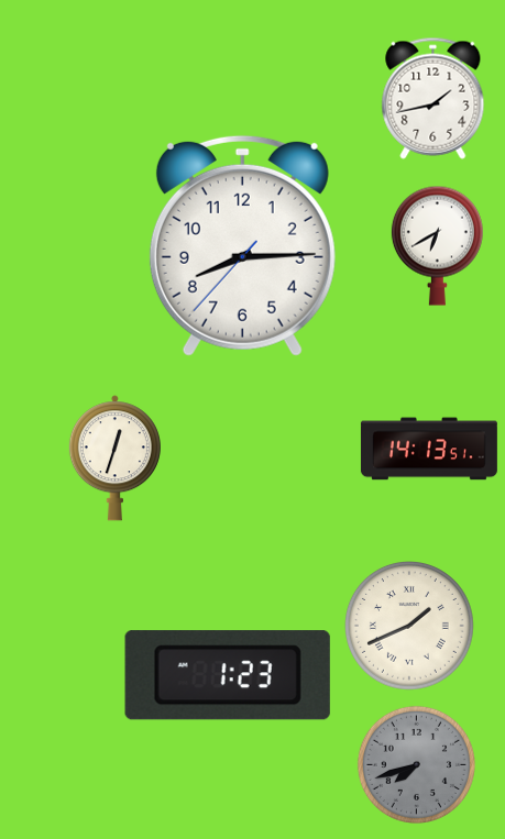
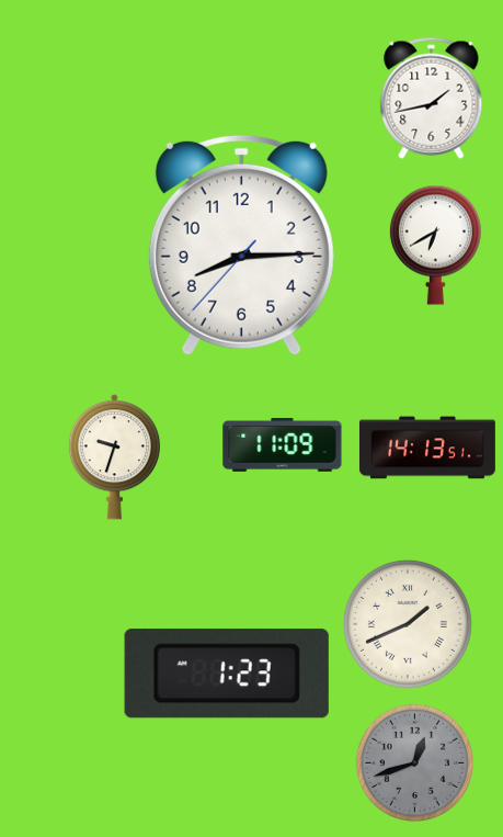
clock at (283, 444): none -> 11:09
clock at (114, 459): 12:33 -> 9:33
clock at (416, 764): 7:42 -> 12:42
